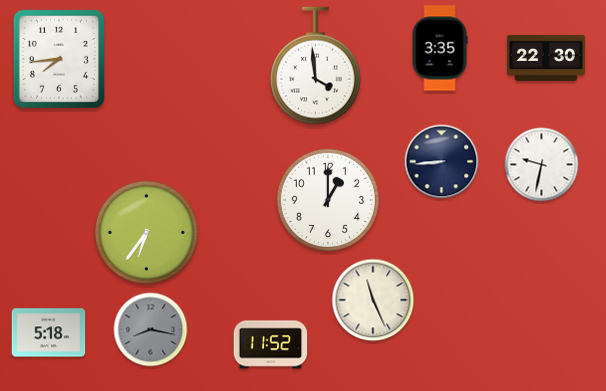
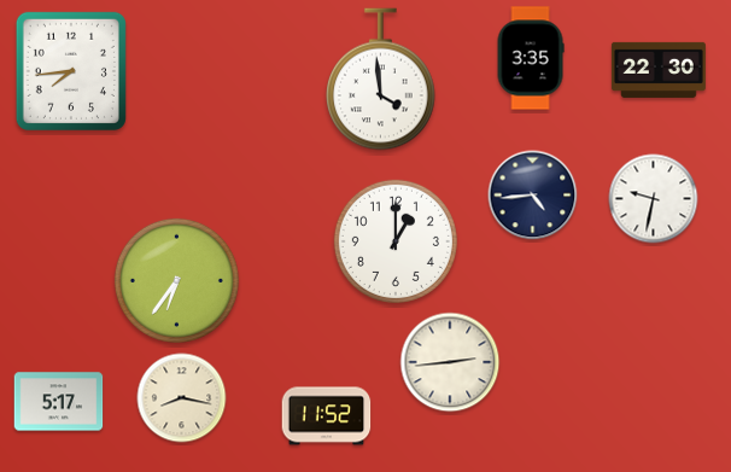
clock at (442, 162): 8:44 -> 4:44
clock at (373, 300): 11:26 -> 2:44
clock at (151, 330) dial: grey -> cream
clock at (49, 333): 5:18 -> 5:17
